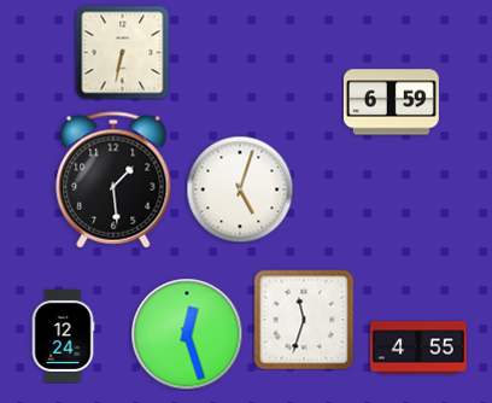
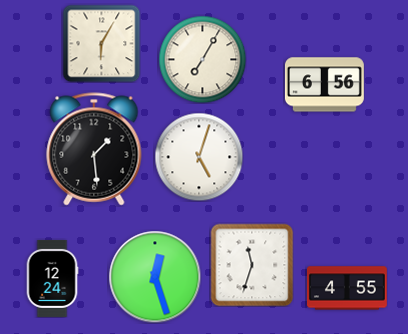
clock at (122, 52): 6:32 -> 6:05
clock at (202, 59): none -> 7:05
clock at (391, 103): 6:59 -> 6:56
